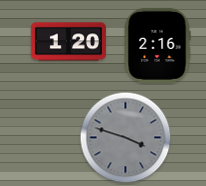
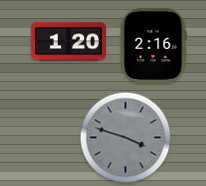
clock at (157, 45) position: (157, 45) -> (153, 45)
